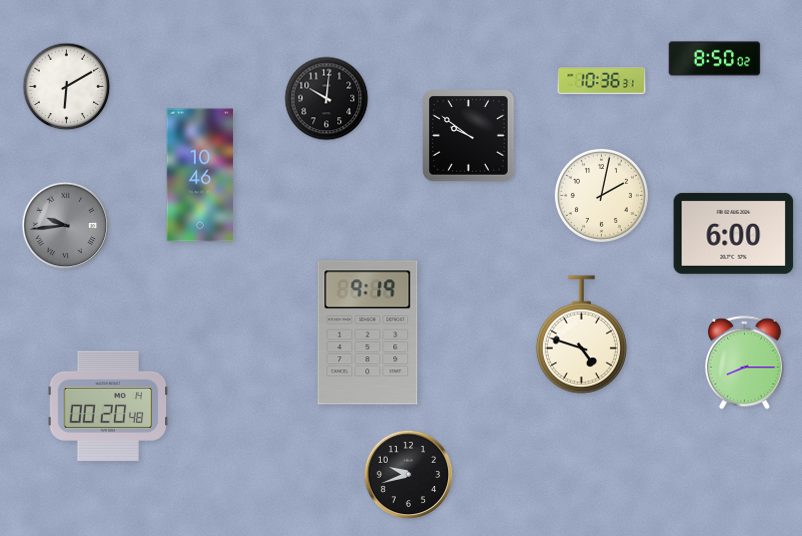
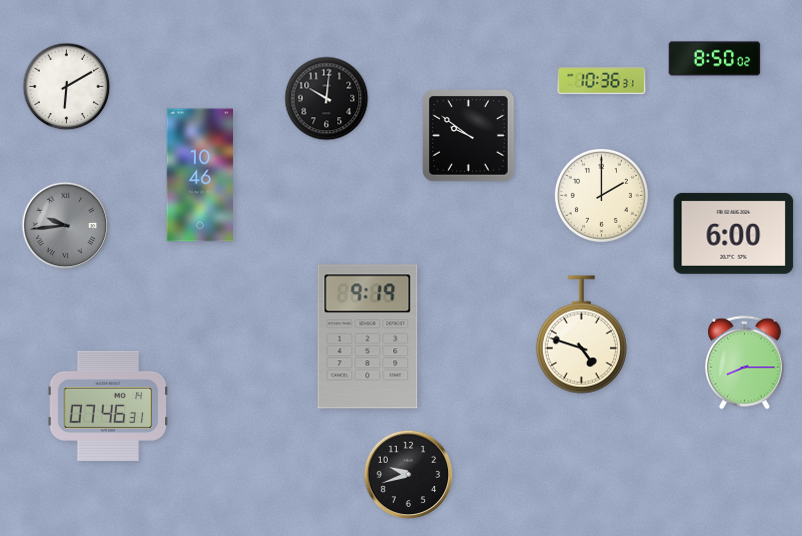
clock at (601, 195): 2:02 -> 2:00
clock at (368, 333) position: (368, 333) -> (368, 337)
clock at (108, 406): 00:20 -> 07:46
